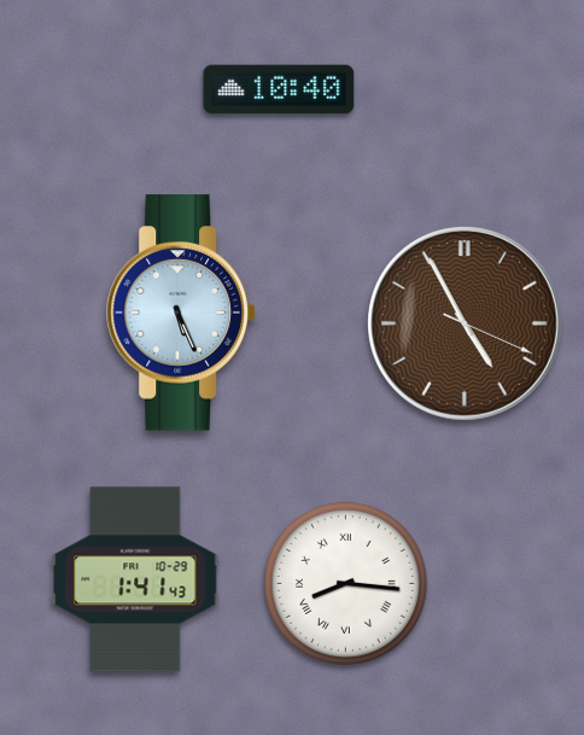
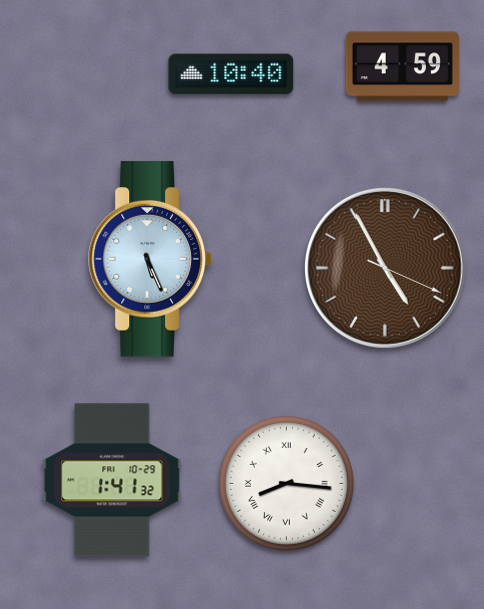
clock at (402, 67): none -> 4:59
clock at (135, 579): 1:41:43 -> 1:41:32
